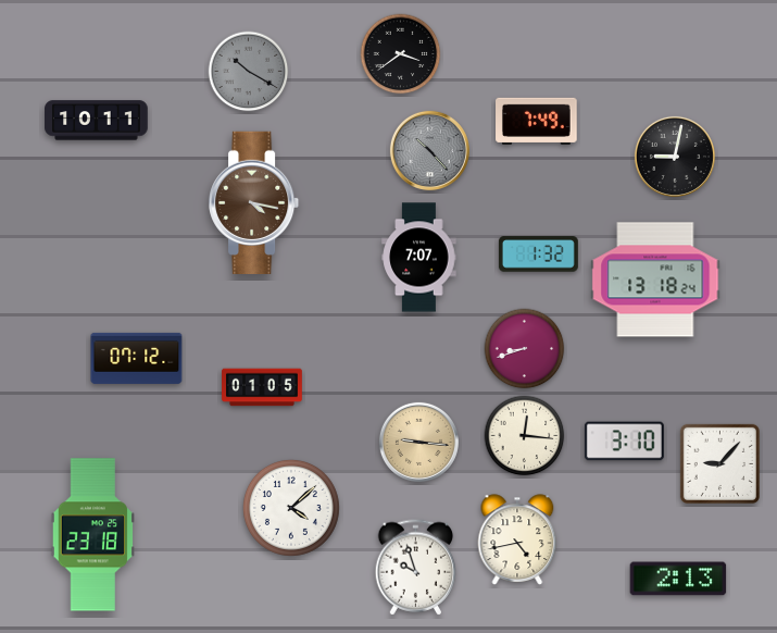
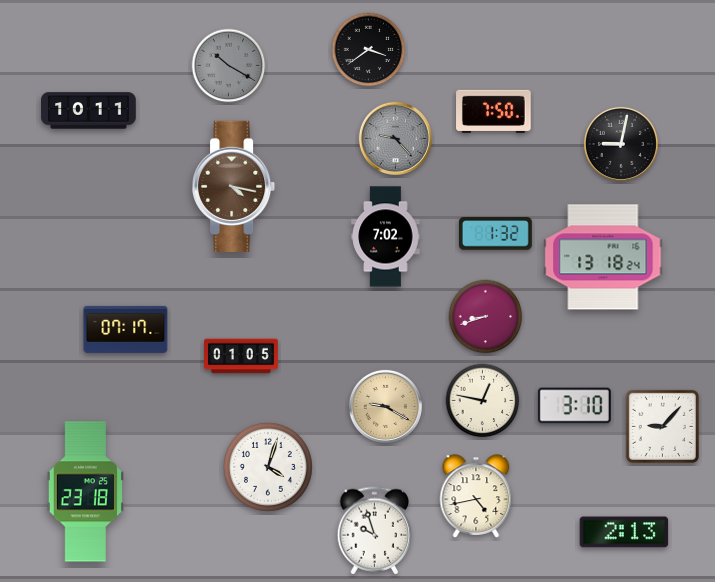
clock at (537, 121): 7:49 -> 7:50
clock at (429, 150): 10:23 -> 9:23
clock at (419, 258): 7:07 -> 7:02
clock at (525, 349) position: (525, 349) -> (486, 317)
clock at (137, 358): 07:12 -> 07:17
clock at (525, 436): 12:16 -> 12:47
clock at (418, 442): 9:16 -> 9:20
clock at (291, 508): 4:08 -> 4:03
clock at (416, 568) position: (416, 568) -> (375, 531)
